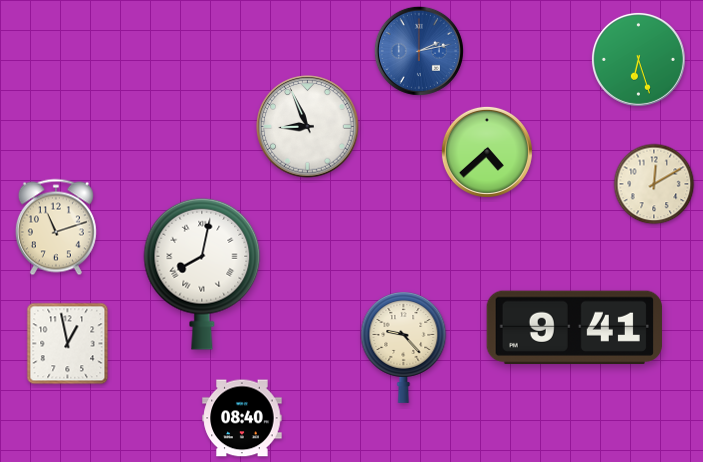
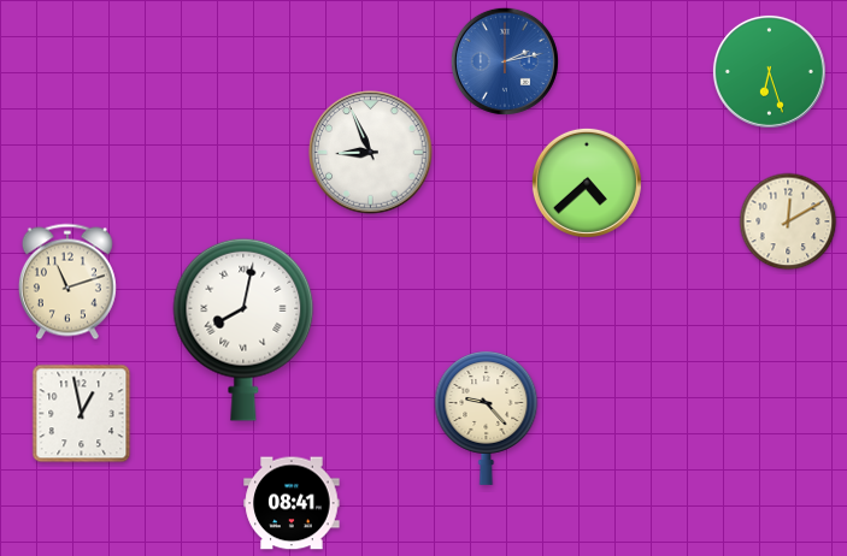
clock at (56, 227) position: (56, 227) -> (67, 282)
clock at (574, 327): 9:41 -> none
clock at (242, 418): 08:40 -> 08:41
